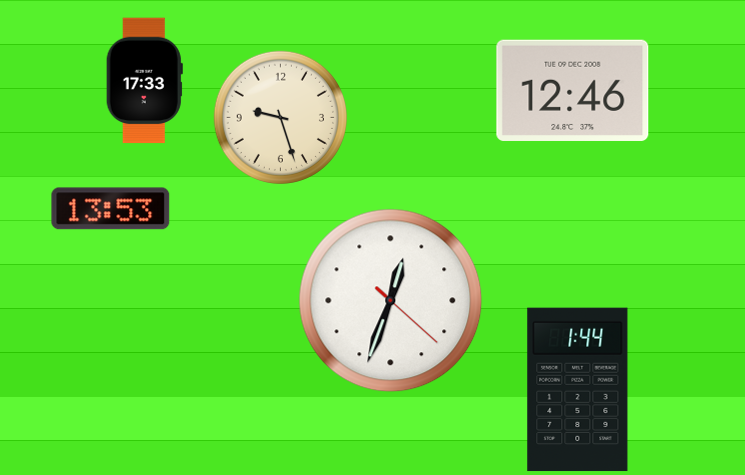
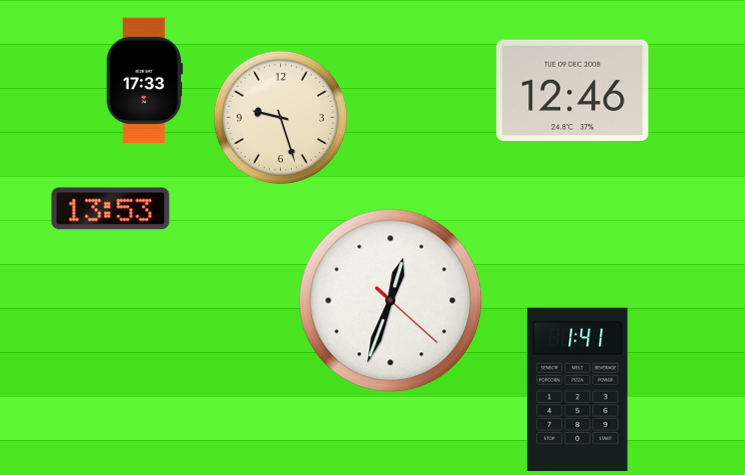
clock at (578, 390): 1:44 -> 1:41
